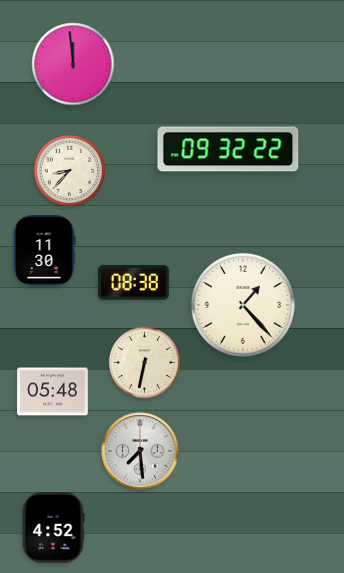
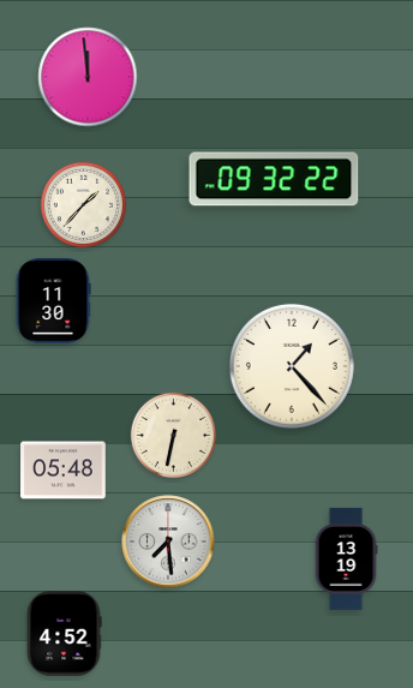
clock at (70, 171): 8:37 -> 1:37
clock at (134, 283): 08:38 -> none
clock at (346, 558): none -> 13:19
